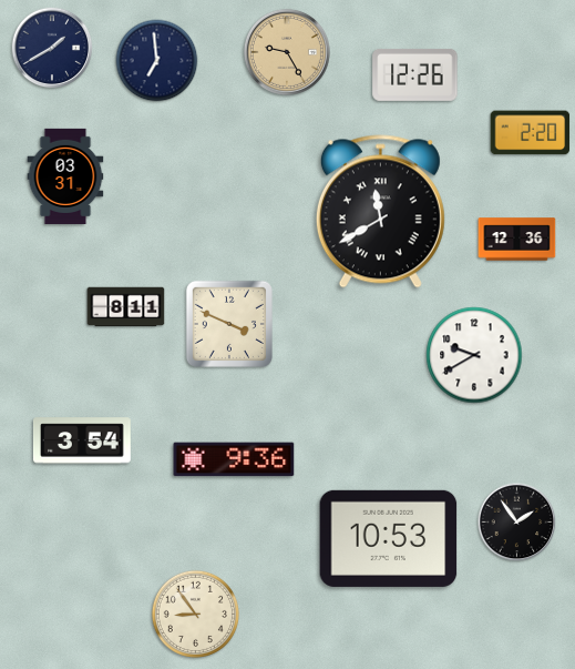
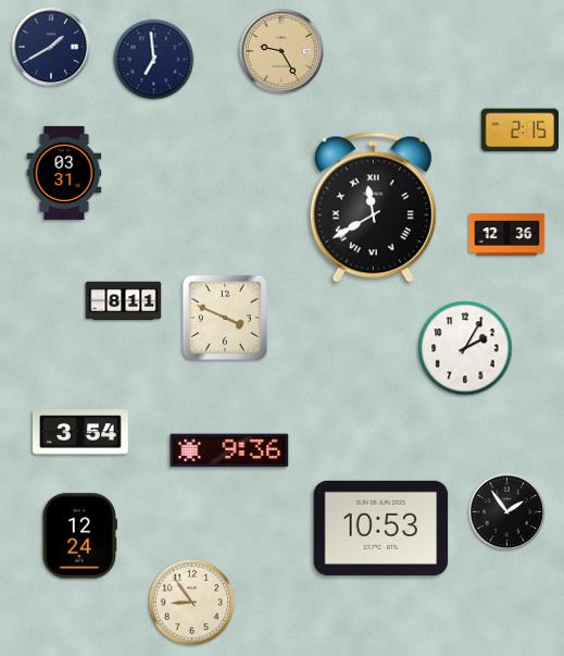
clock at (415, 74): 12:26 -> none
clock at (531, 133): 2:20 -> 2:15
clock at (474, 355): 9:40 -> 2:05
clock at (79, 536): none -> 12:24
